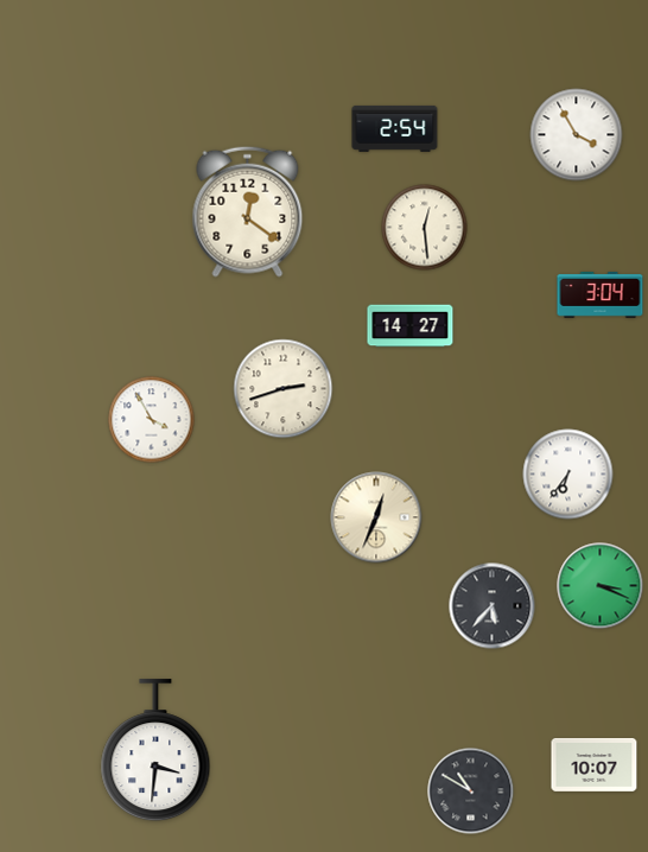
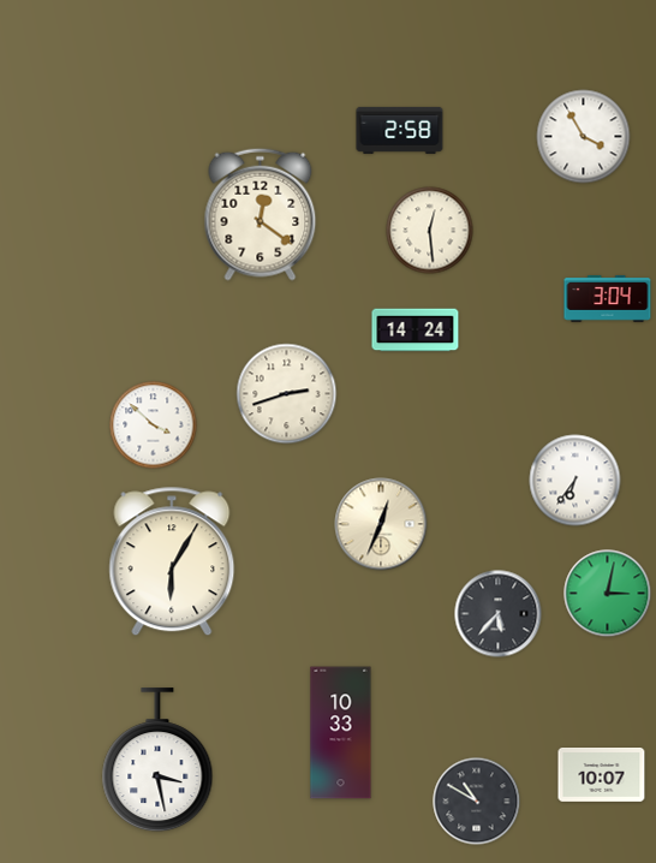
clock at (395, 128): 2:54 -> 2:58
clock at (248, 211) position: (248, 211) -> (261, 214)
clock at (411, 326): 14:27 -> 14:24
clock at (152, 420): 3:55 -> 3:52
clock at (172, 561): none -> 6:05
clock at (601, 586): 3:19 -> 3:02
clock at (341, 733): none -> 10:33
clock at (155, 751): 3:31 -> 3:28
